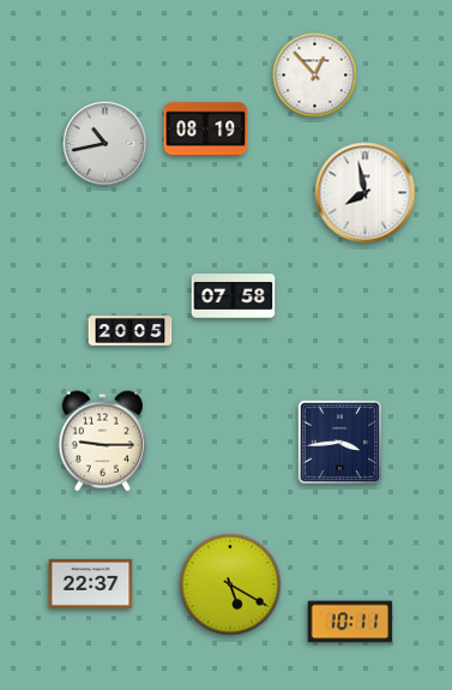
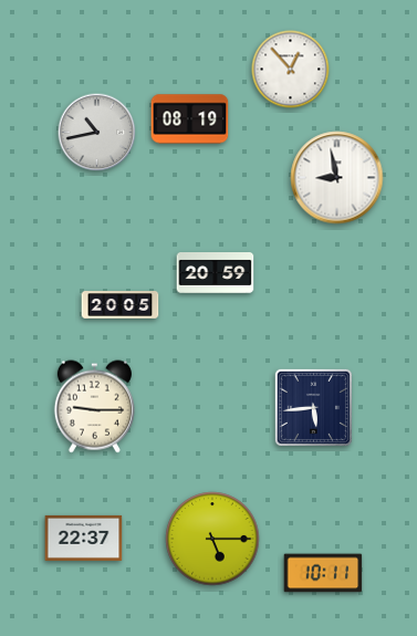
clock at (366, 193): 7:58 -> 8:58
clock at (234, 296): 07:58 -> 20:59
clock at (339, 442): 3:44 -> 5:44
clock at (230, 584): 5:20 -> 5:15
